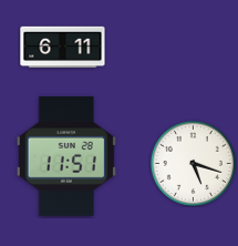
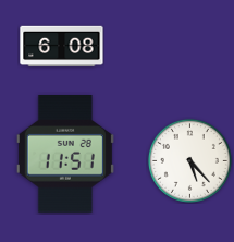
clock at (63, 48): 6:11 -> 6:08
clock at (193, 163): 5:18 -> 5:23
